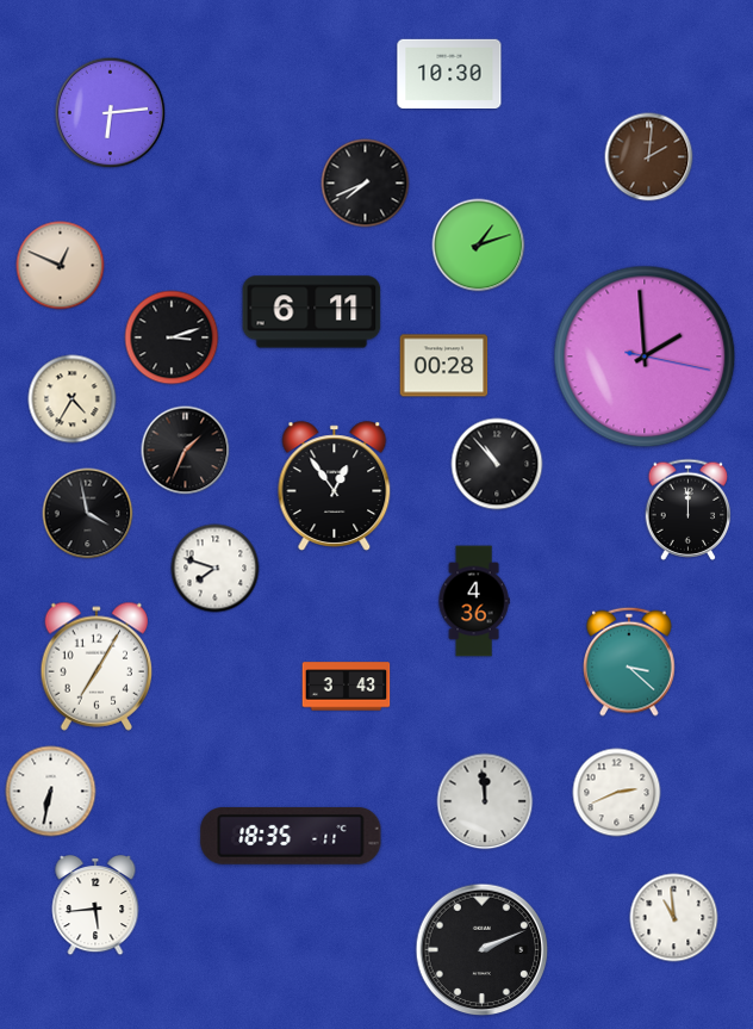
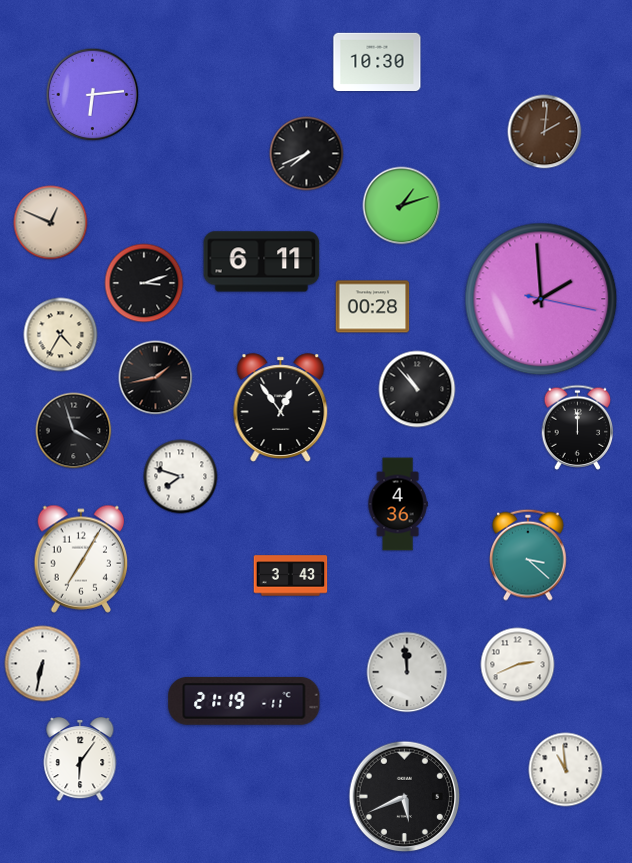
clock at (186, 451): 1:34 -> 1:43
clock at (88, 514): 3:58 -> 3:57
clock at (291, 836): 18:35 -> 21:19
clock at (95, 906): 5:44 -> 6:06
clock at (483, 950): 2:11 -> 5:41
